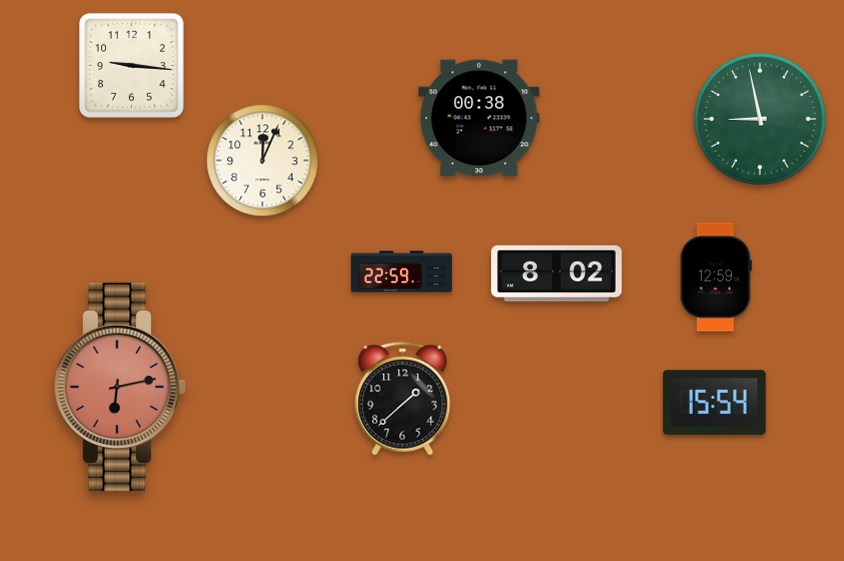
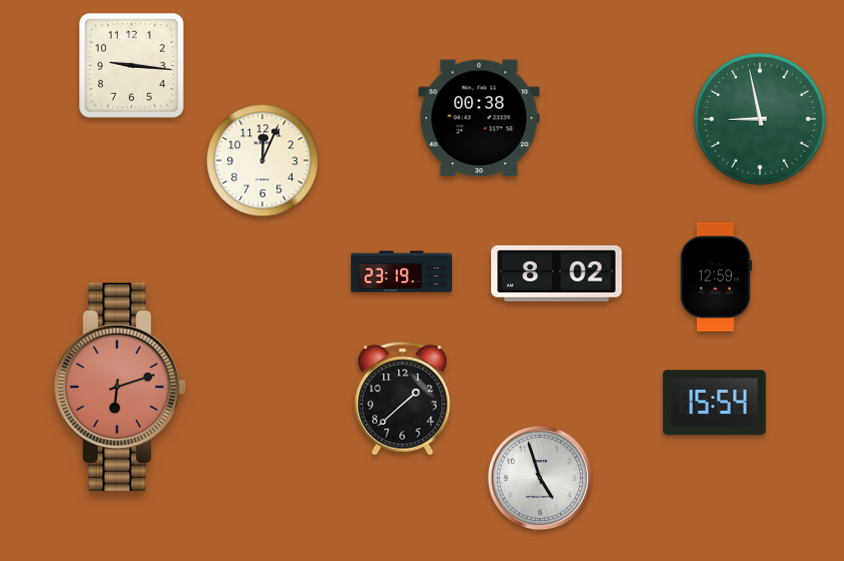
clock at (401, 272): 22:59 -> 23:19
clock at (120, 387): 6:13 -> 6:12
clock at (540, 478): none -> 4:57
